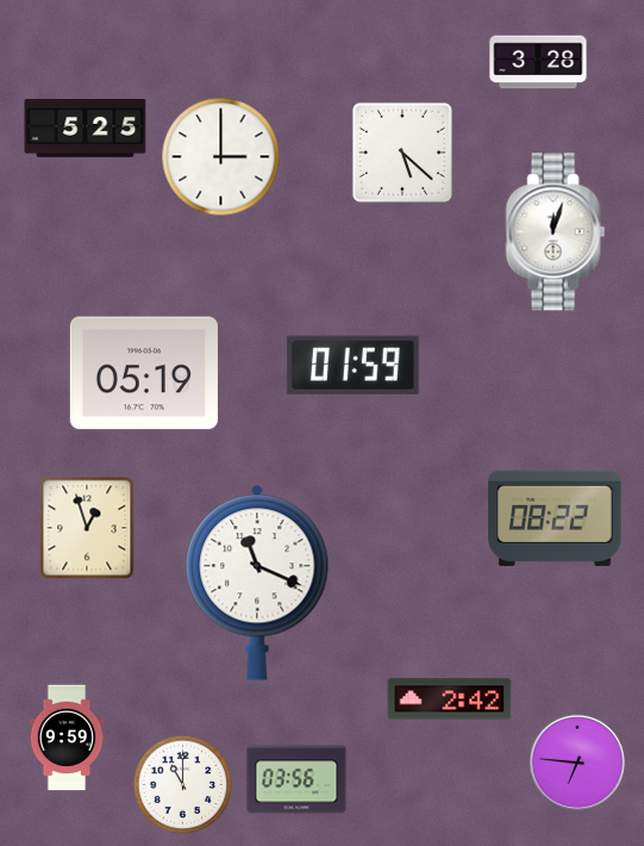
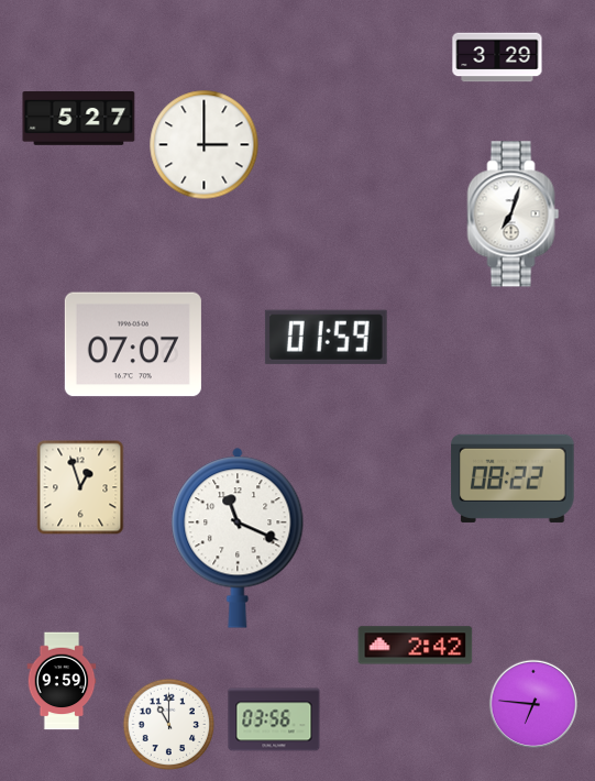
clock at (538, 62): 3:28 -> 3:29
clock at (86, 129): 5:25 -> 5:27
clock at (402, 153): 5:22 -> none
clock at (556, 232): 12:03 -> 7:03
clock at (144, 373): 05:19 -> 07:07
